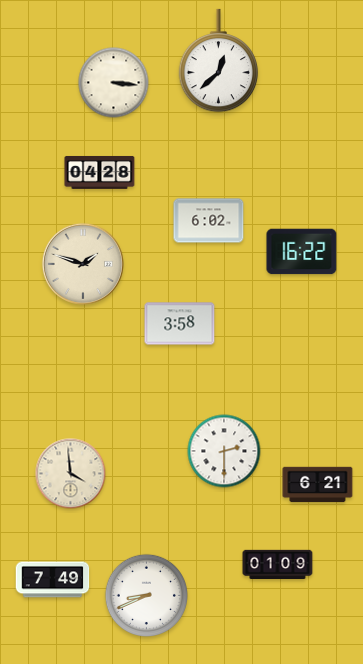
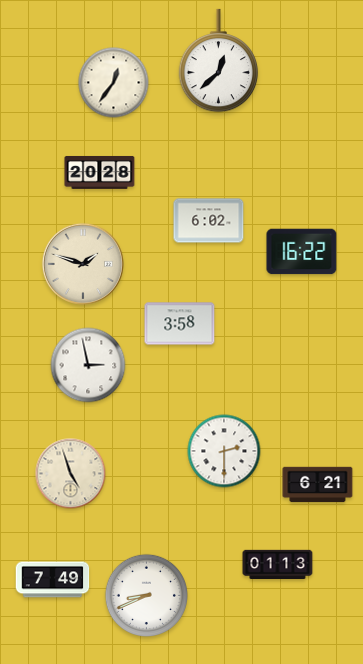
clock at (114, 83): 3:16 -> 12:36
clock at (100, 172): 04:28 -> 20:28
clock at (88, 365): none -> 2:58
clock at (71, 474): 3:59 -> 4:57
clock at (278, 565): 01:09 -> 01:13
